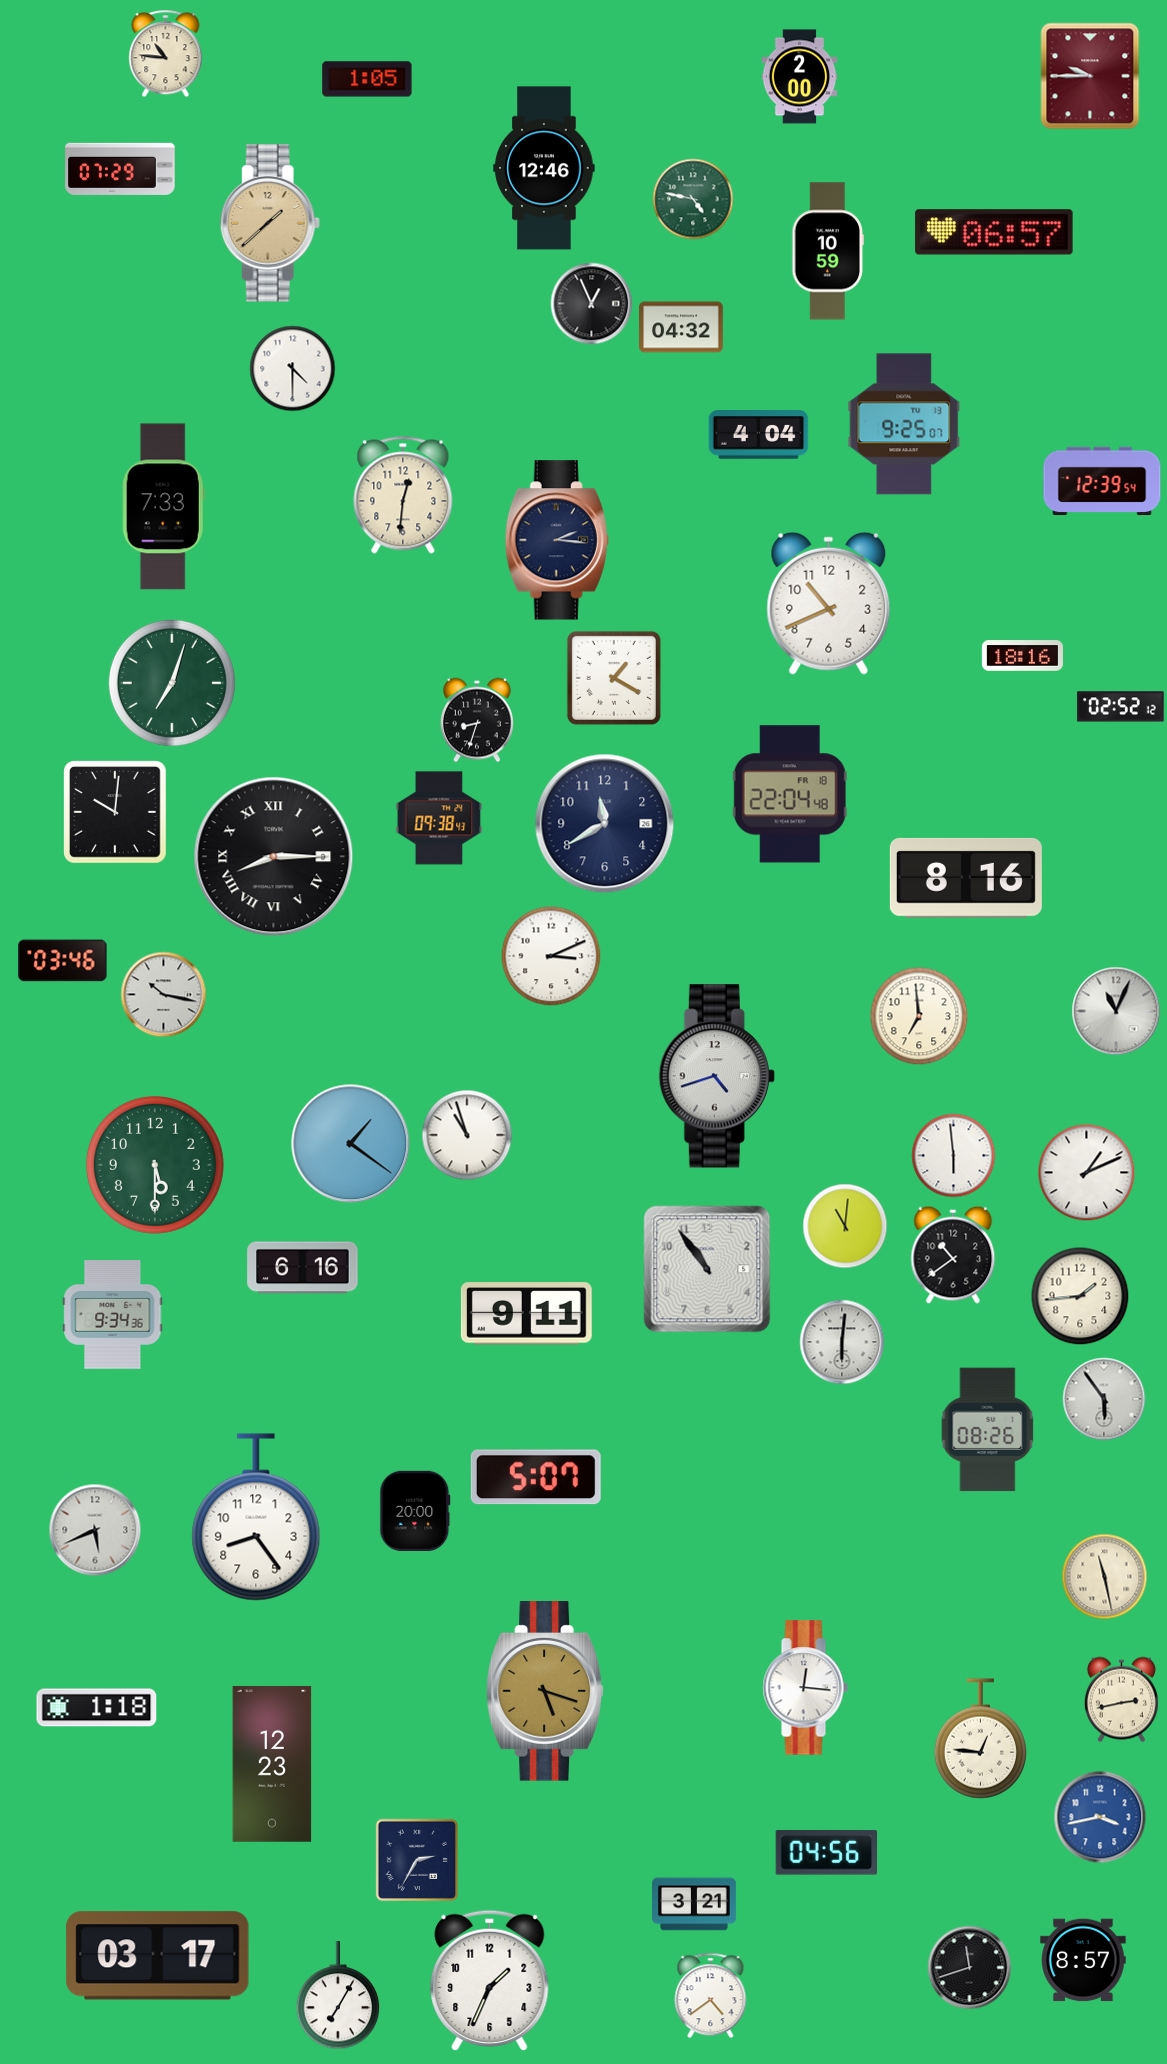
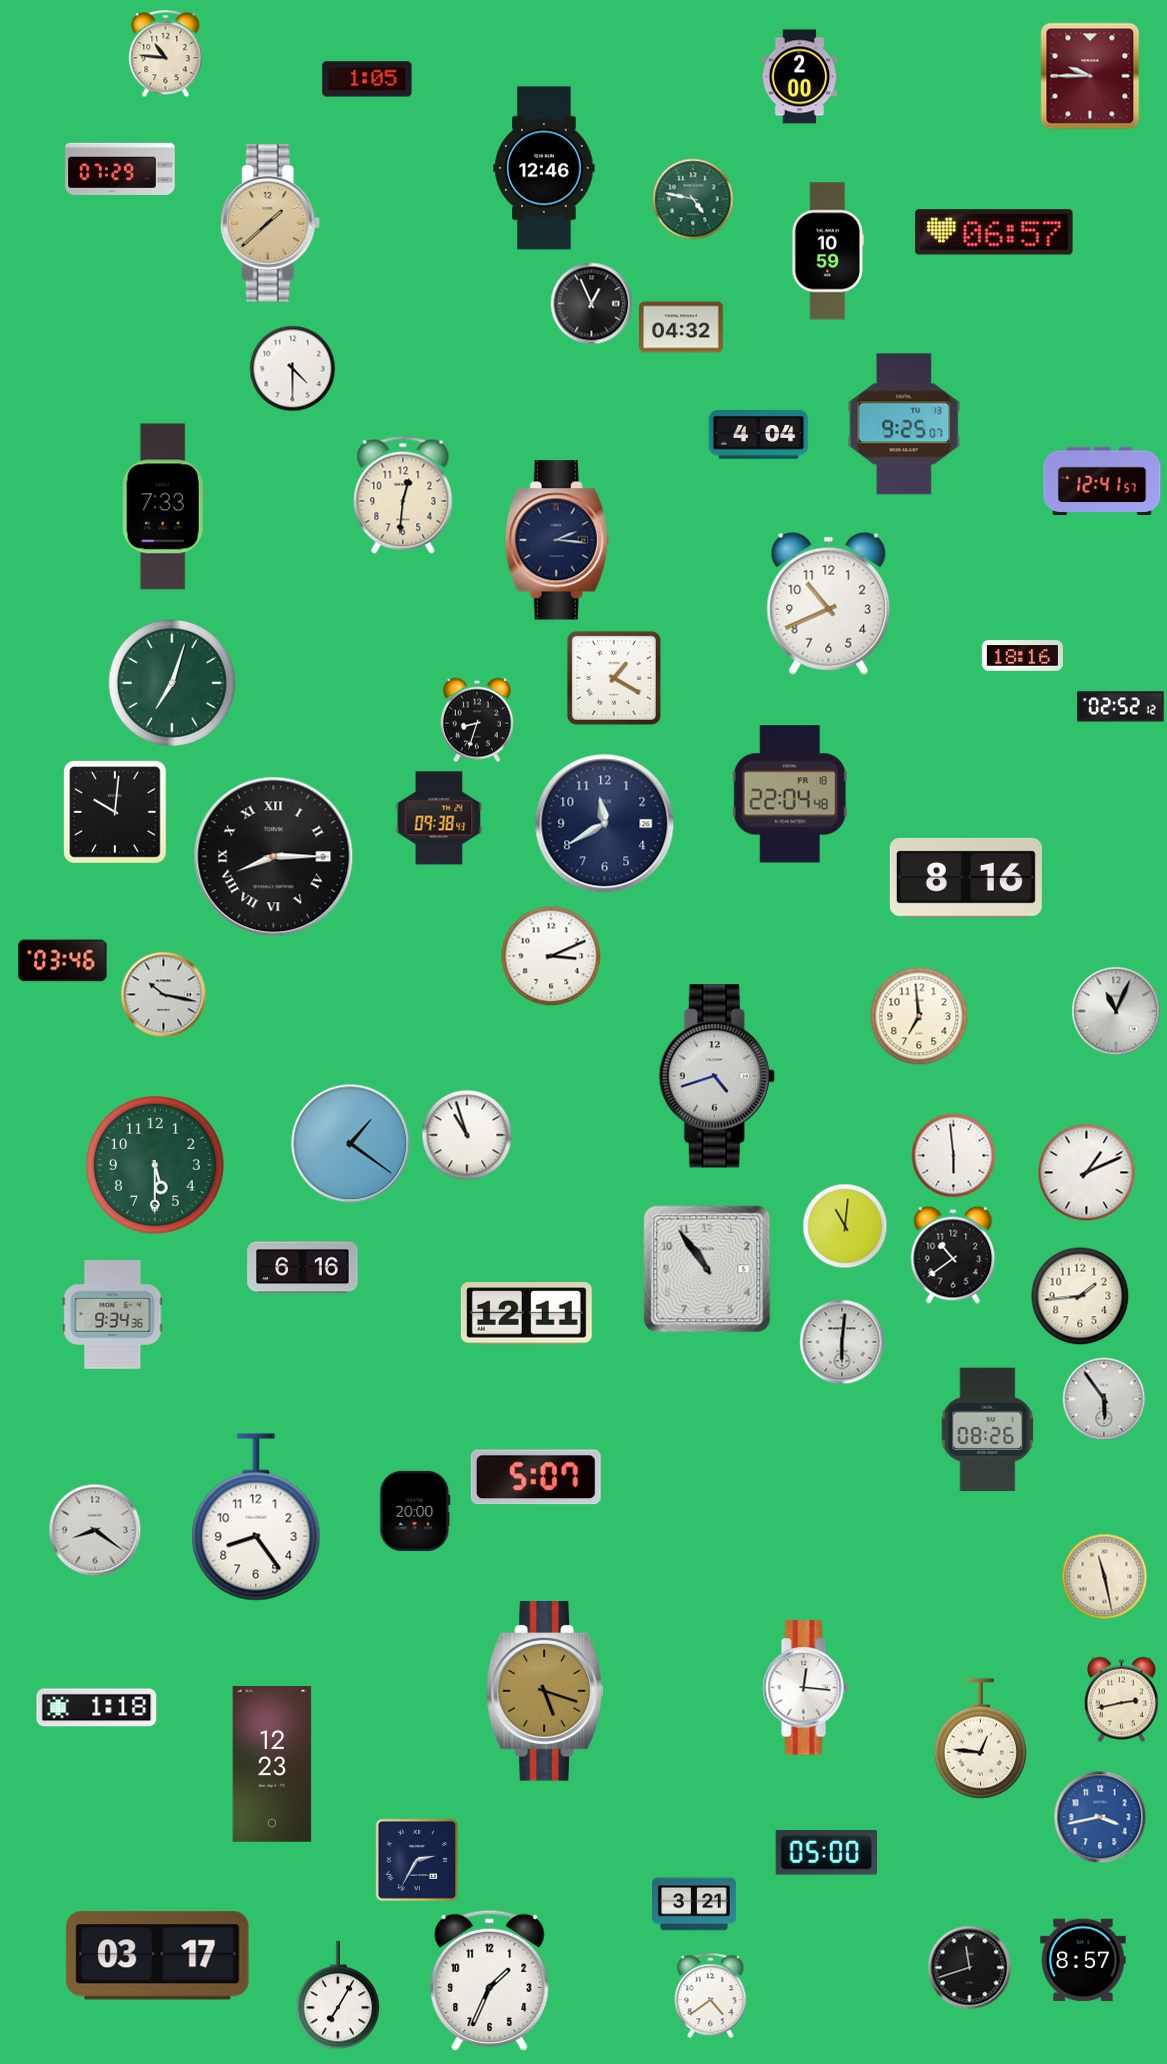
clock at (1102, 481): 12:39 -> 12:41
clock at (526, 1314): 9:11 -> 12:11
clock at (95, 1530): 5:41 -> 8:21
clock at (826, 1853): 04:56 -> 05:00
